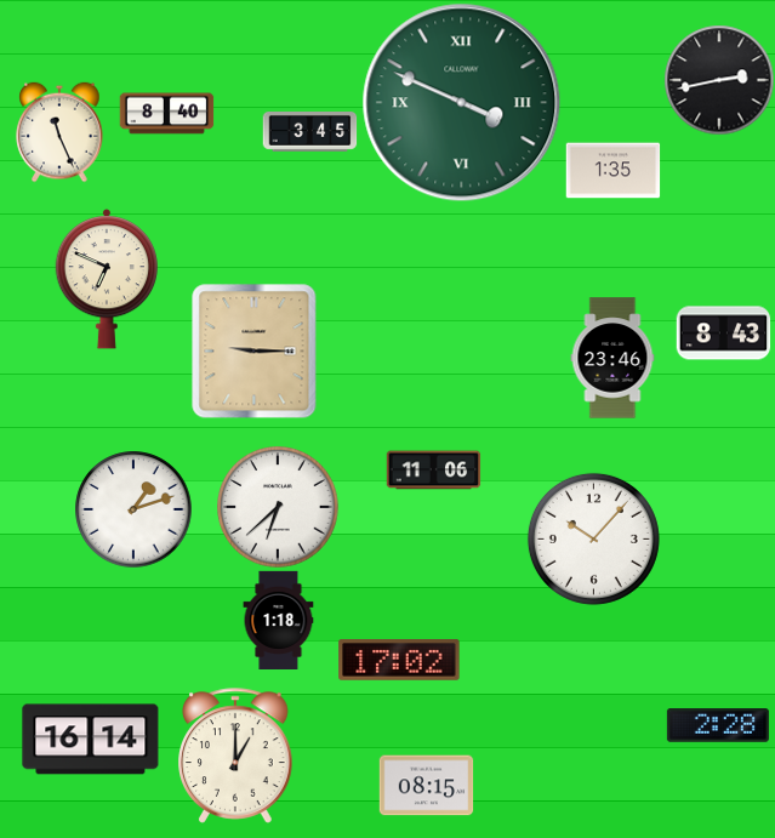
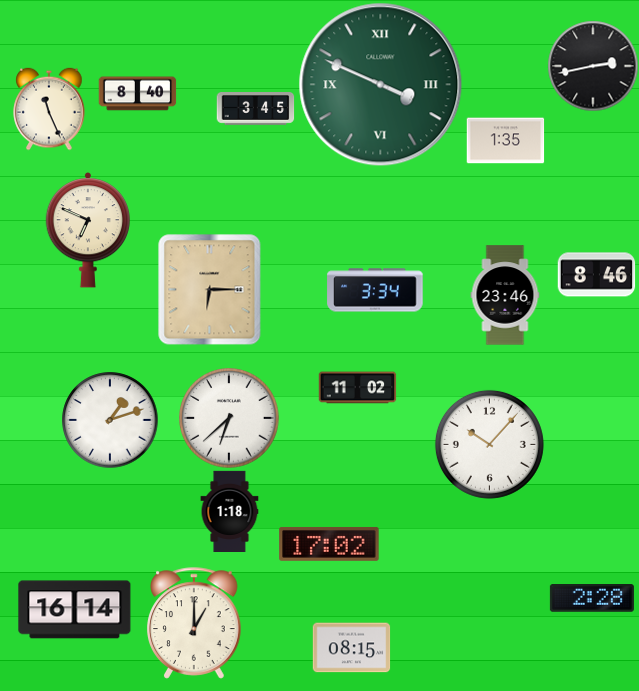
clock at (723, 334): 8:43 -> 8:46
clock at (255, 352): 9:15 -> 6:15
clock at (375, 290): none -> 3:34
clock at (433, 471): 11:06 -> 11:02
